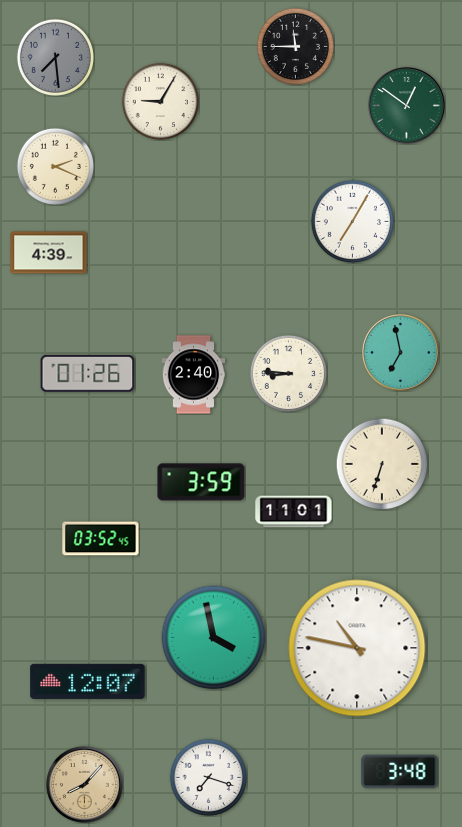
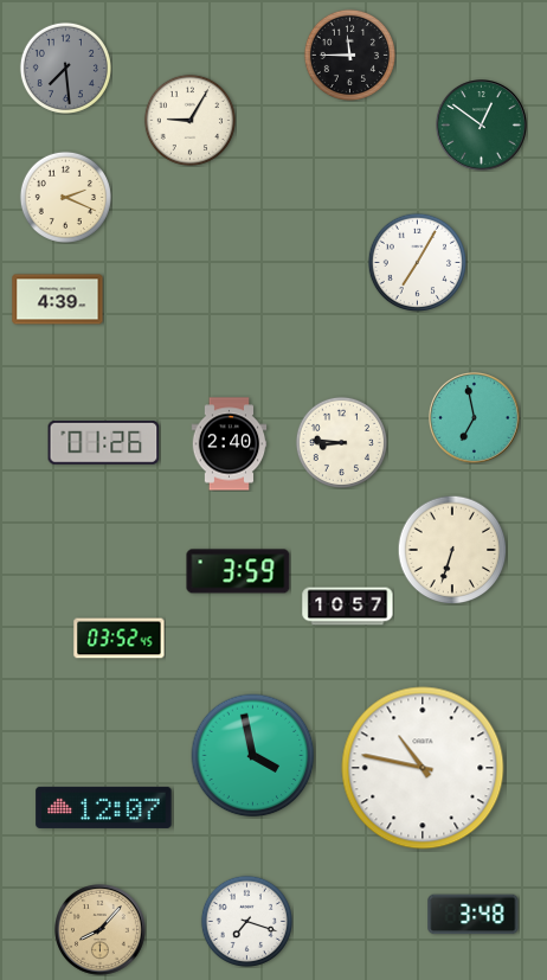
clock at (294, 512): 11:01 -> 10:57
